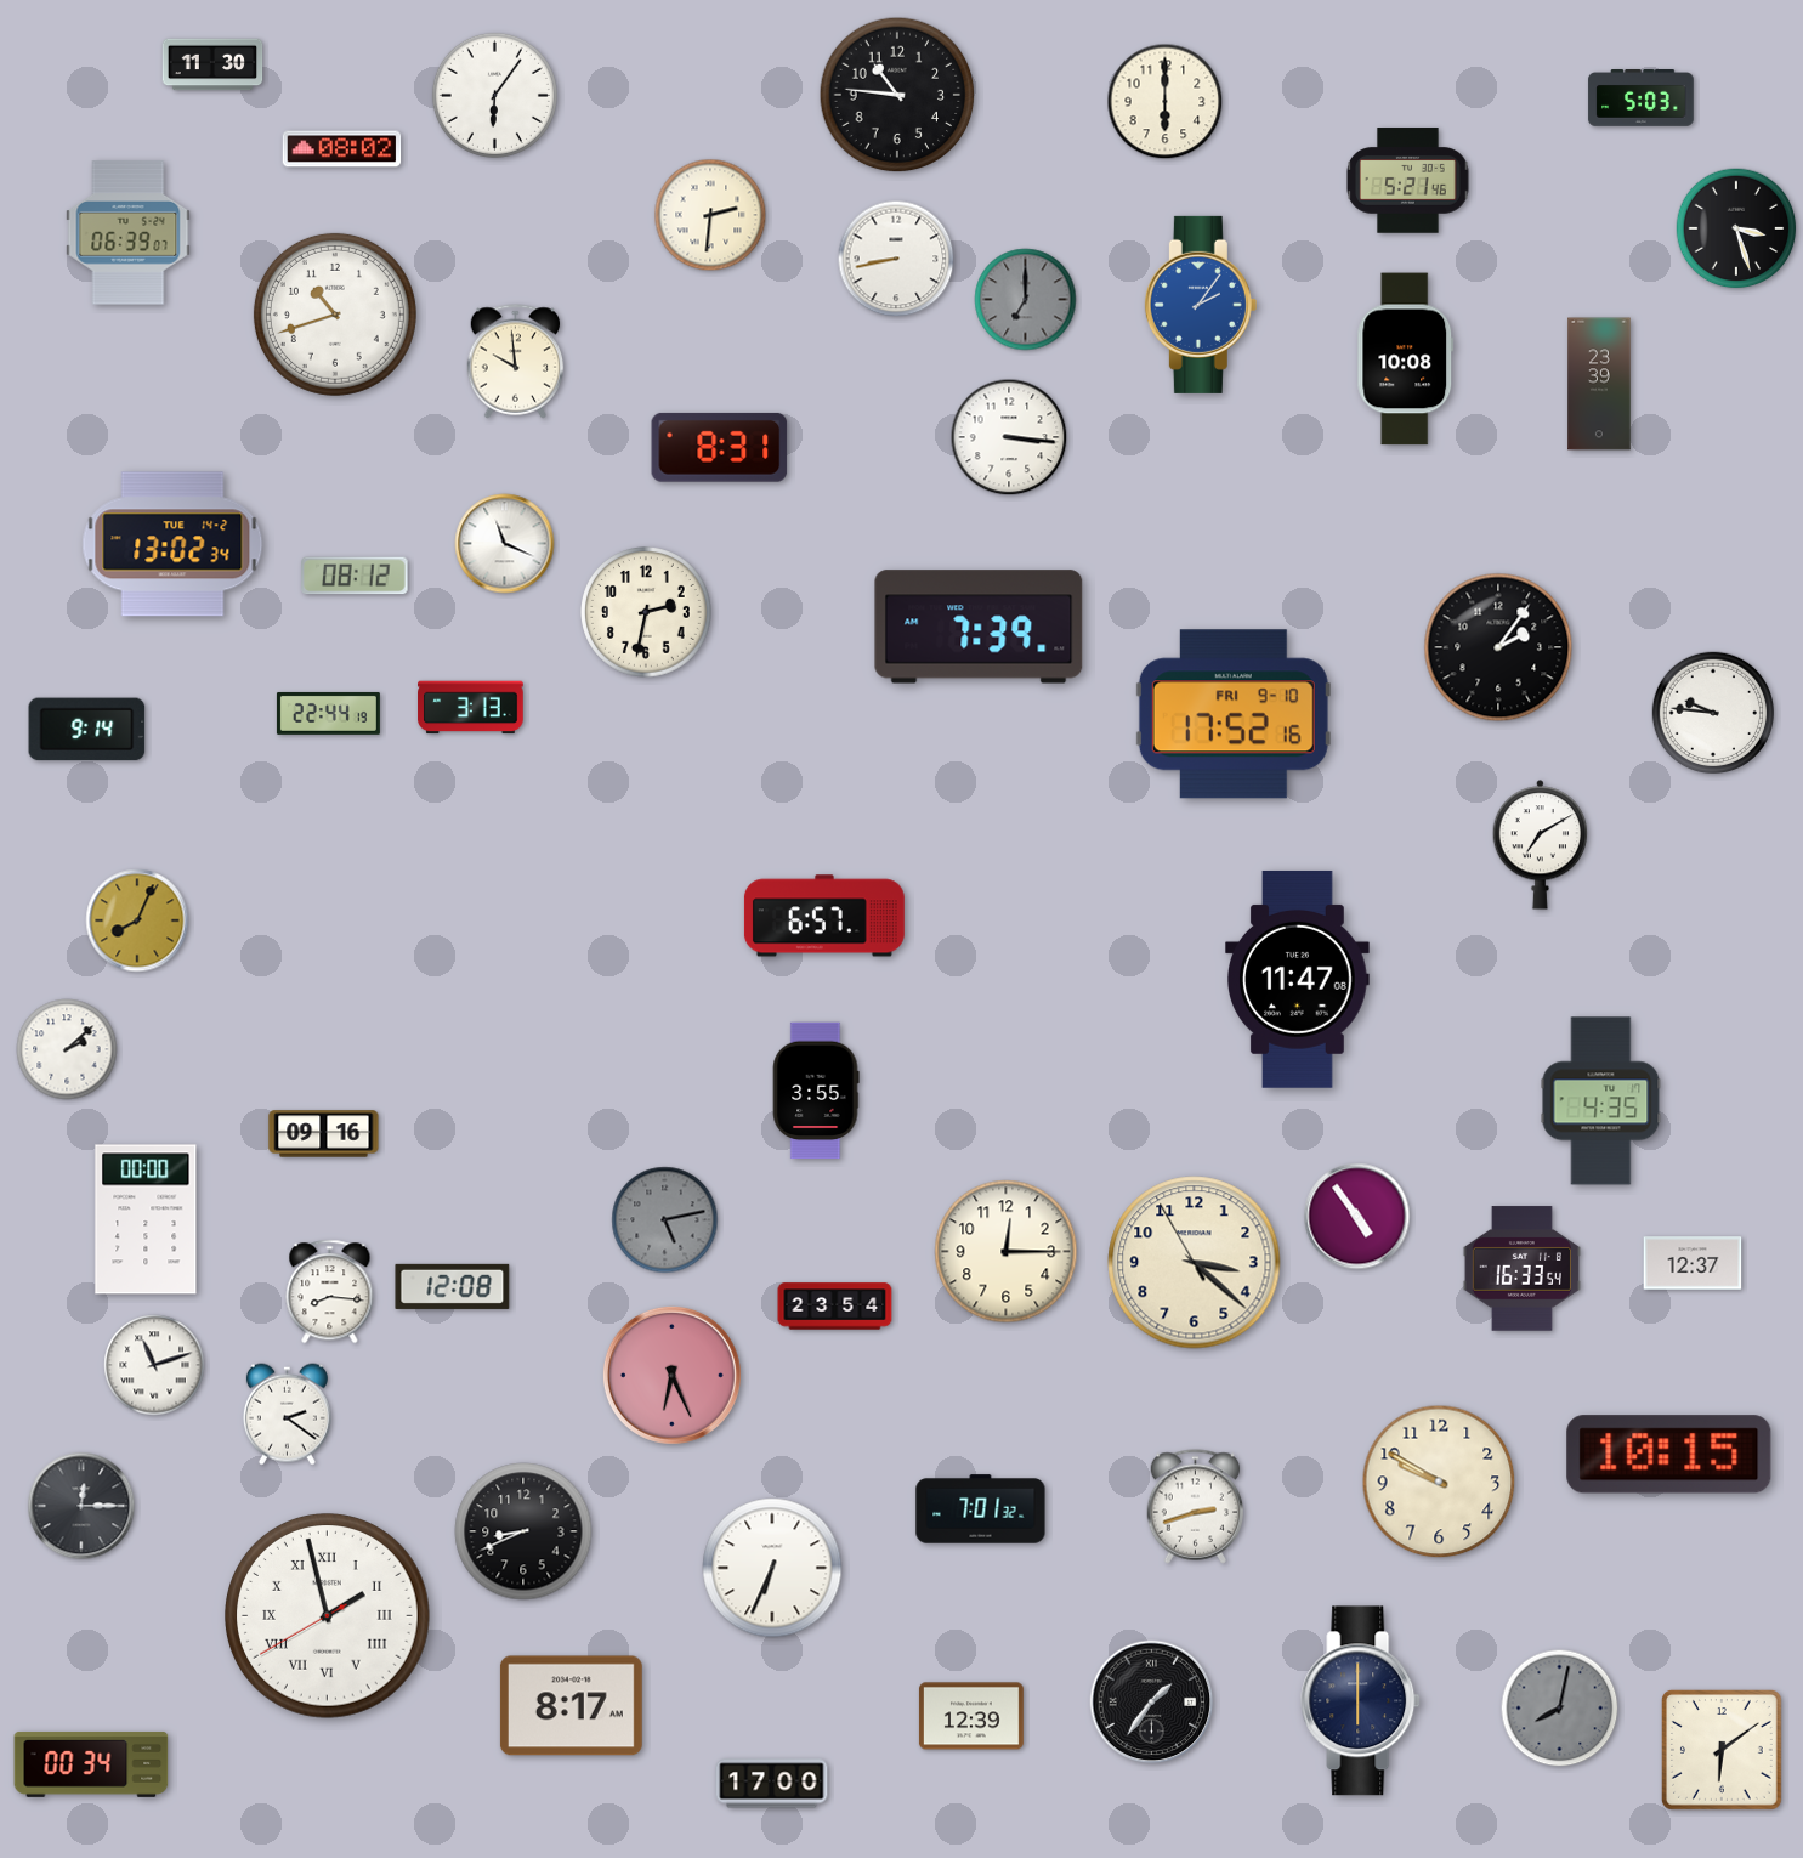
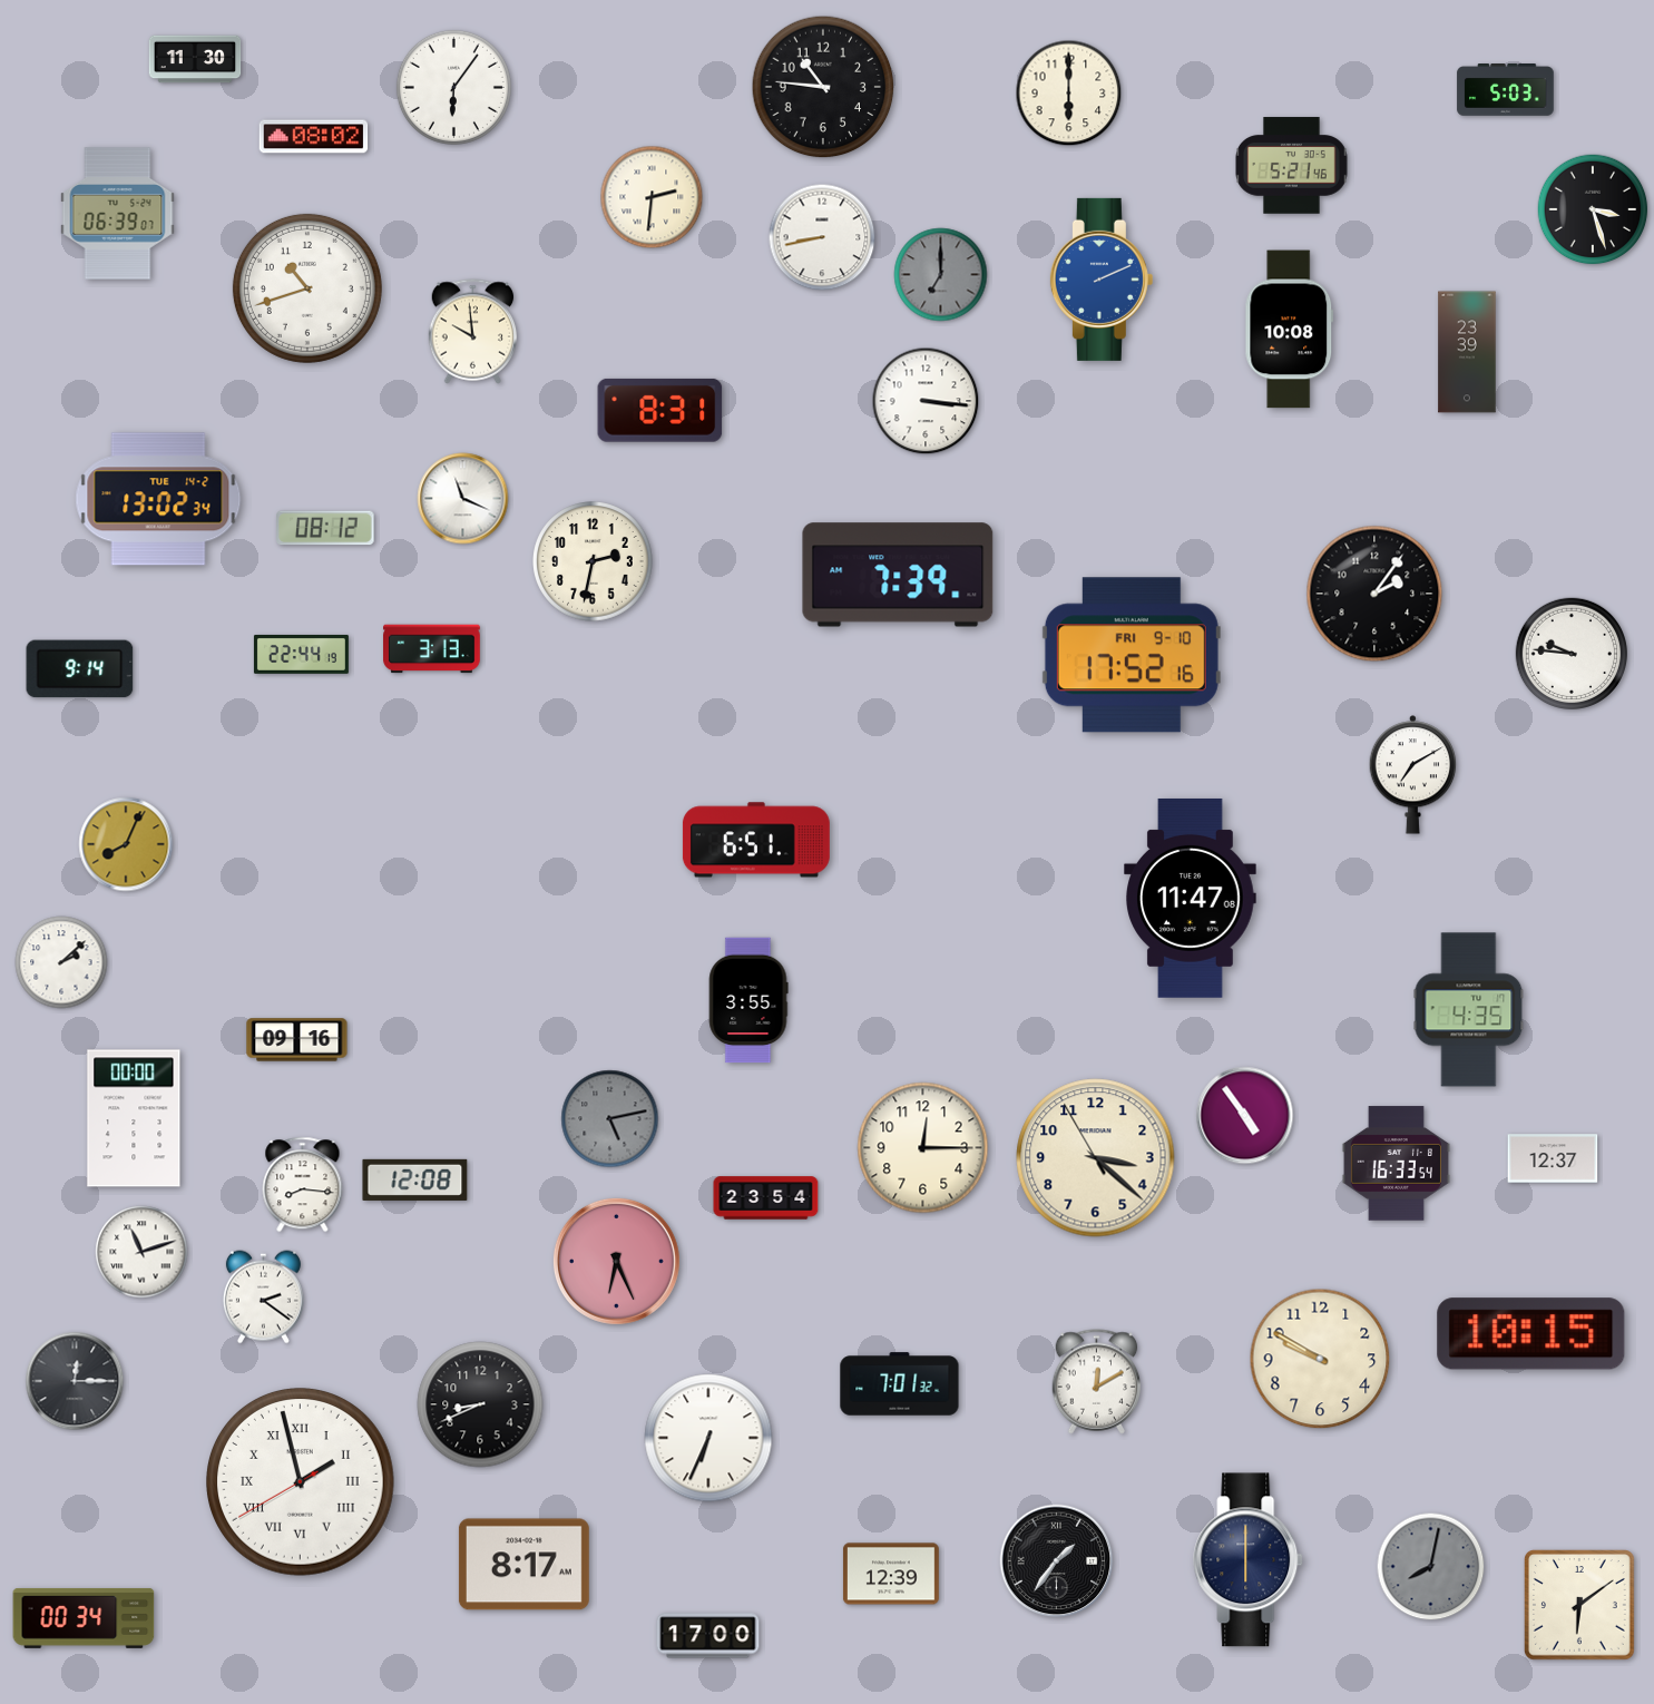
clock at (1201, 305): 2:06 -> 2:11
clock at (824, 916): 6:57 -> 6:51
clock at (1196, 1507): 2:42 -> 12:10
